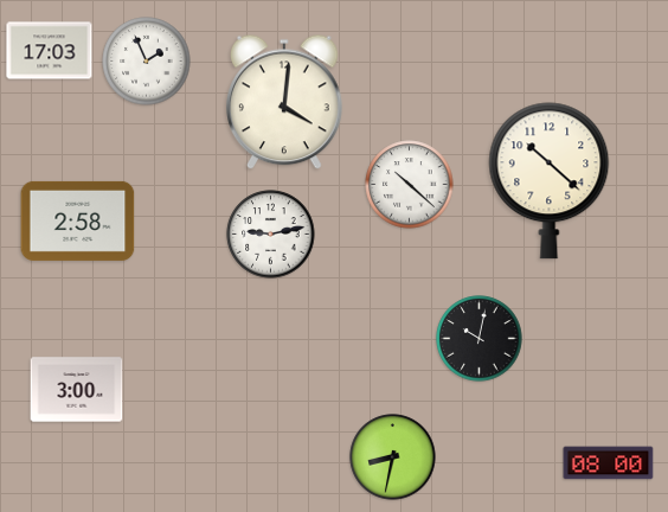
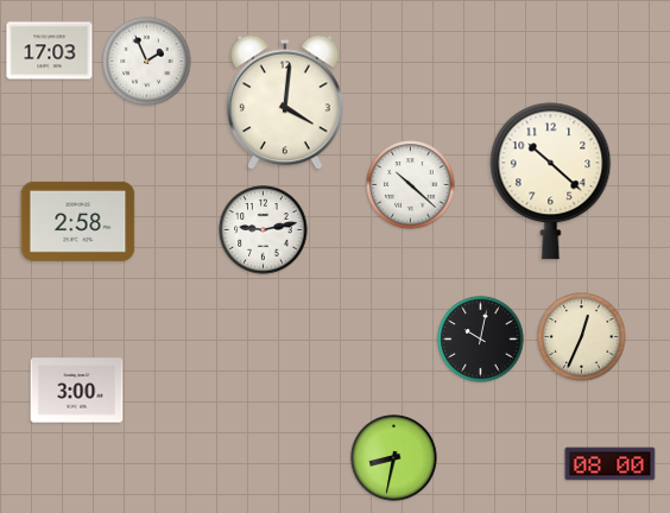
clock at (271, 235) position: (271, 235) -> (264, 230)
clock at (582, 337): none -> 12:34
